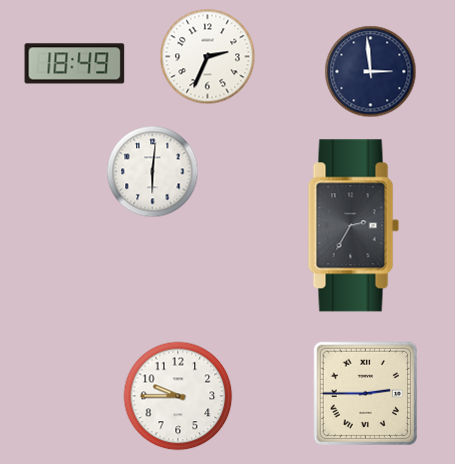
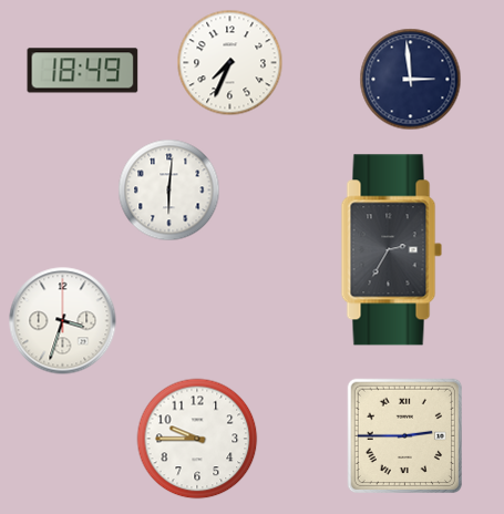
clock at (208, 57): 2:34 -> 7:34
clock at (63, 321): none -> 3:33
